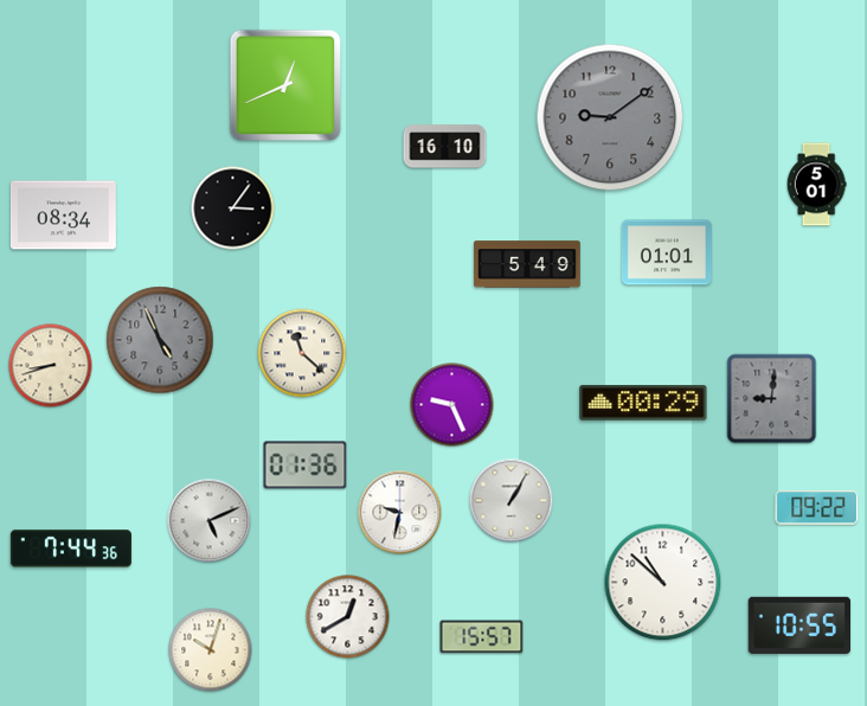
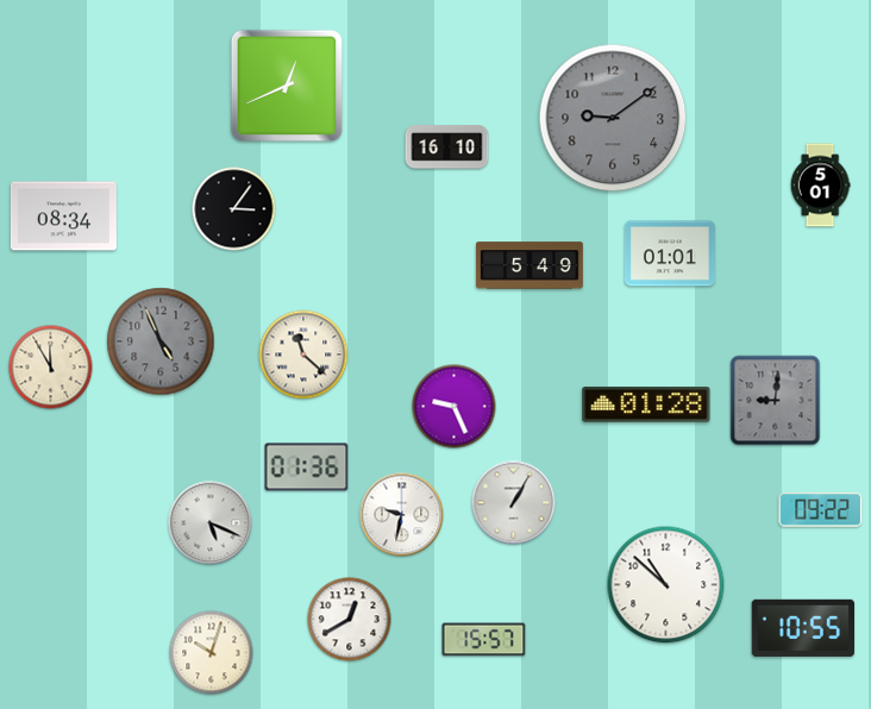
clock at (51, 366): 8:42 -> 11:55
clock at (643, 403): 00:29 -> 01:28
clock at (210, 521): 5:11 -> 5:19
clock at (71, 548): 7:44 -> none
